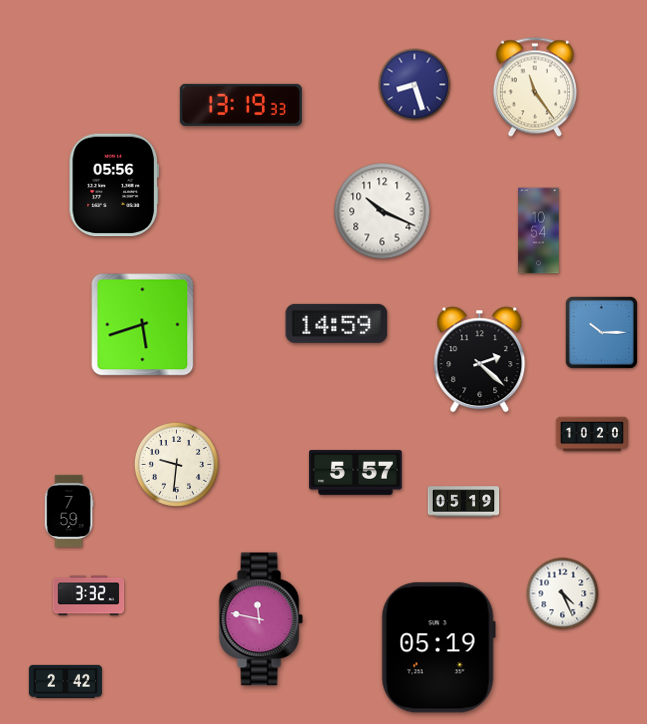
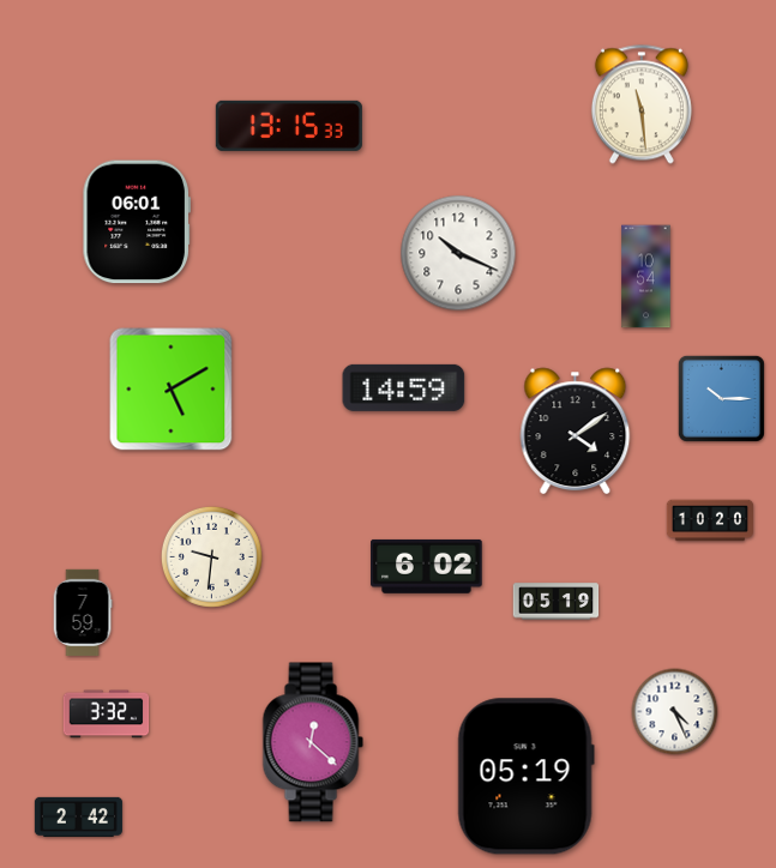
clock at (415, 85): 8:27 -> none
clock at (535, 87): 11:24 -> 11:29
clock at (241, 105): 13:19 -> 13:15
clock at (114, 185): 05:56 -> 06:01
clock at (143, 325): 5:42 -> 5:10
clock at (480, 360): 2:22 -> 4:09
clock at (356, 472): 5:57 -> 6:02
clock at (261, 619): 11:47 -> 12:22
